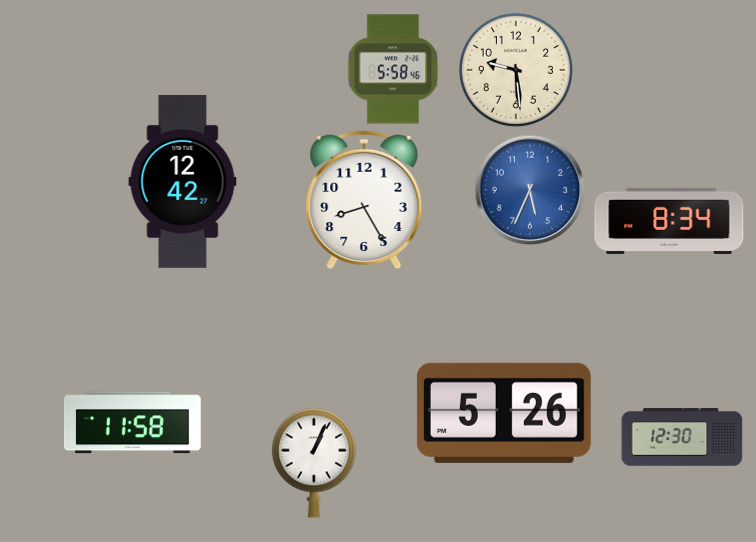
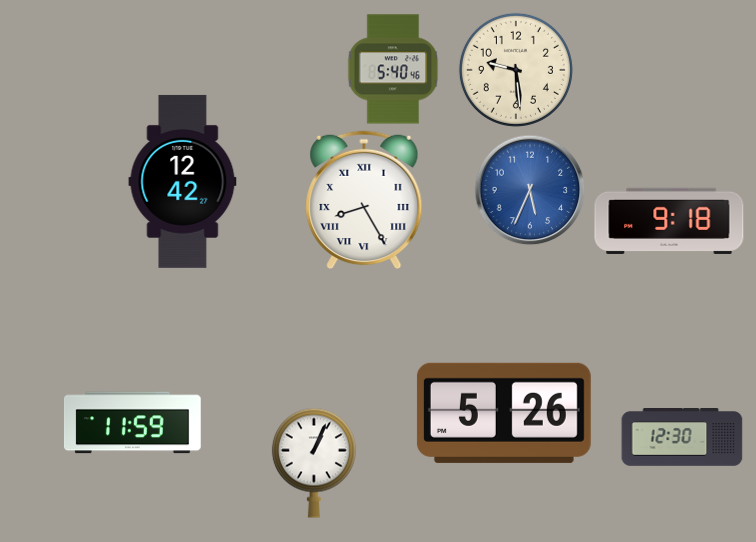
clock at (393, 69): 5:58 -> 5:40
clock at (364, 200) numerals: Arabic -> Roman
clock at (669, 221): 8:34 -> 9:18
clock at (132, 423): 11:58 -> 11:59
